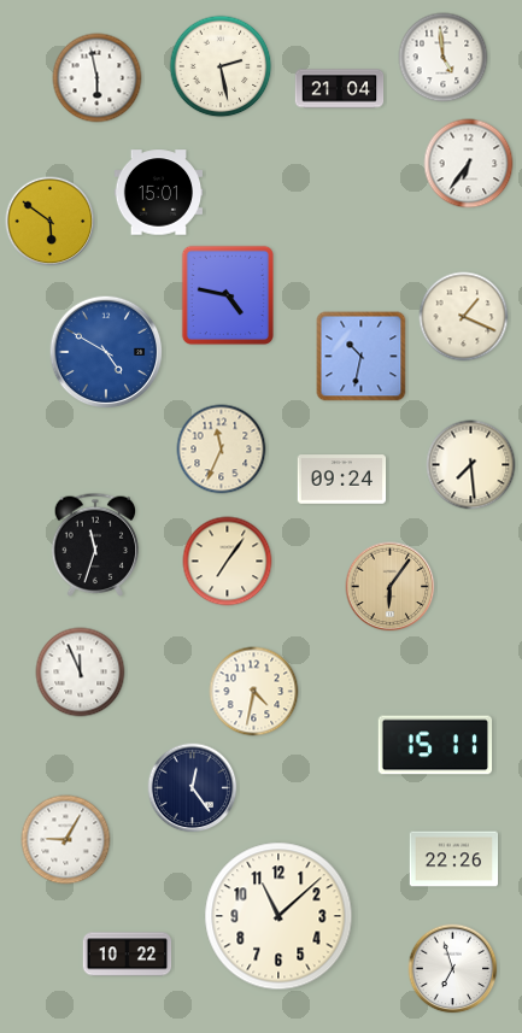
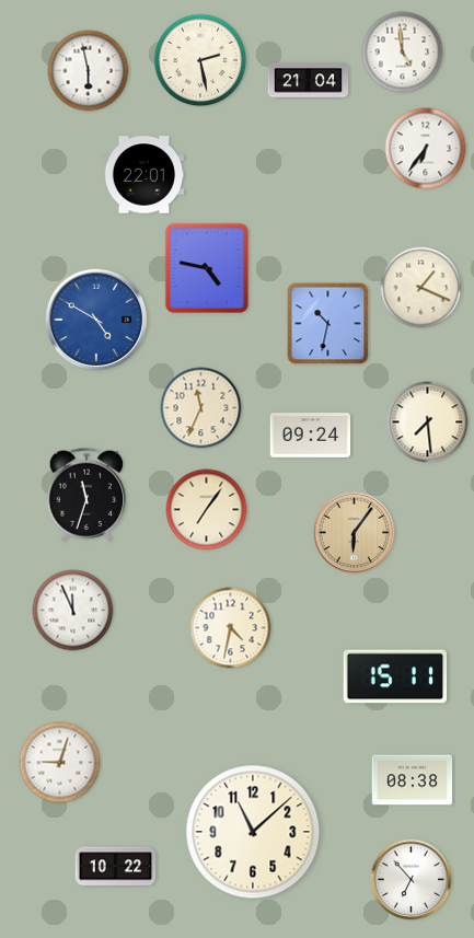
clock at (159, 193): 15:01 -> 22:01
clock at (51, 222): 5:51 -> none
clock at (193, 788): 12:24 -> none
clock at (66, 840): 9:05 -> 9:03
clock at (454, 859): 22:26 -> 08:38
clock at (453, 969): 6:57 -> 6:53
